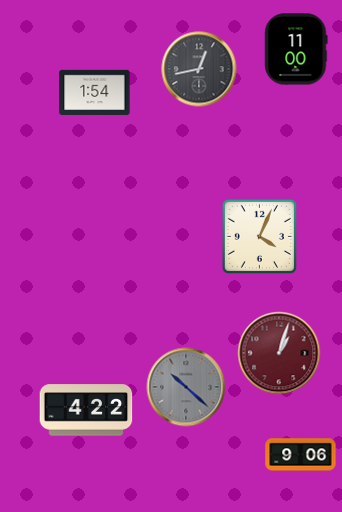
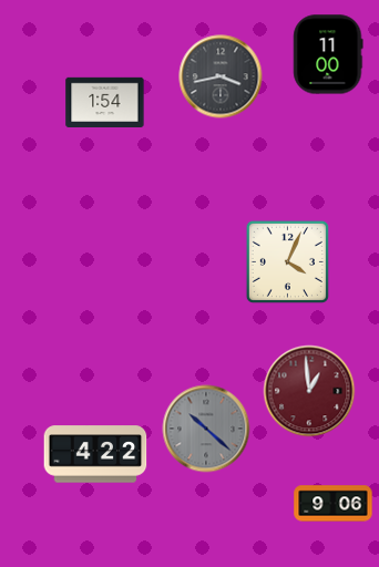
clock at (199, 69): 12:43 -> 3:43
clock at (279, 353): 1:03 -> 12:59
